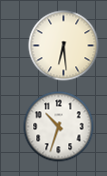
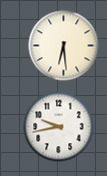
clock at (59, 127): 10:33 -> 9:43
